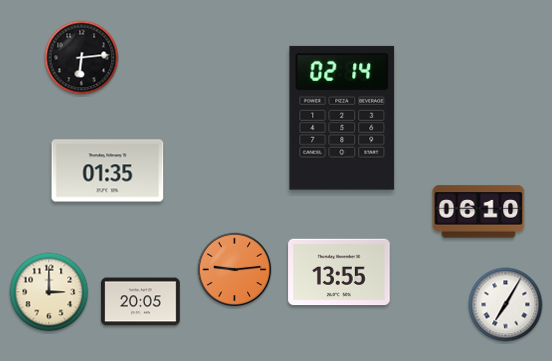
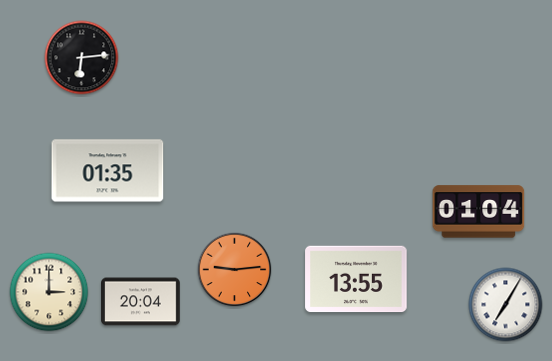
clock at (342, 118): 02:14 -> none
clock at (479, 212): 06:10 -> 01:04
clock at (339, 272) position: (339, 272) -> (356, 279)
clock at (141, 302): 20:05 -> 20:04
